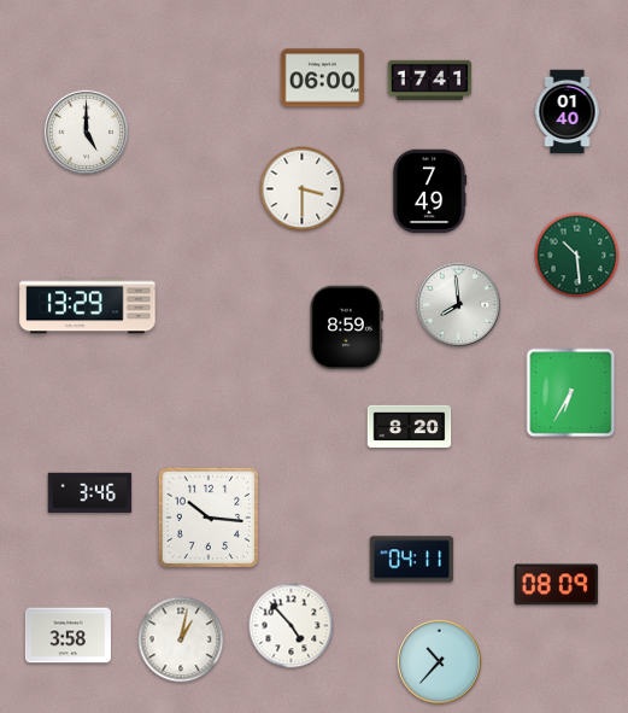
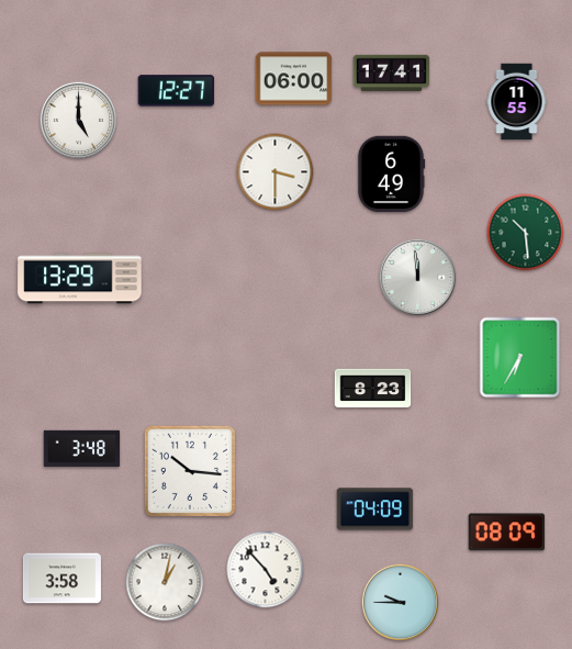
clock at (323, 78) position: (323, 78) -> (294, 79)
clock at (177, 91): none -> 12:27
clock at (568, 112): 01:40 -> 11:55
clock at (429, 192): 7:49 -> 6:49
clock at (459, 305): 7:59 -> 11:59
clock at (346, 328): 8:59 -> none
clock at (410, 427): 8:20 -> 8:23
clock at (90, 492): 3:46 -> 3:48
clock at (412, 560): 04:11 -> 04:09
clock at (440, 662): 10:37 -> 9:45
